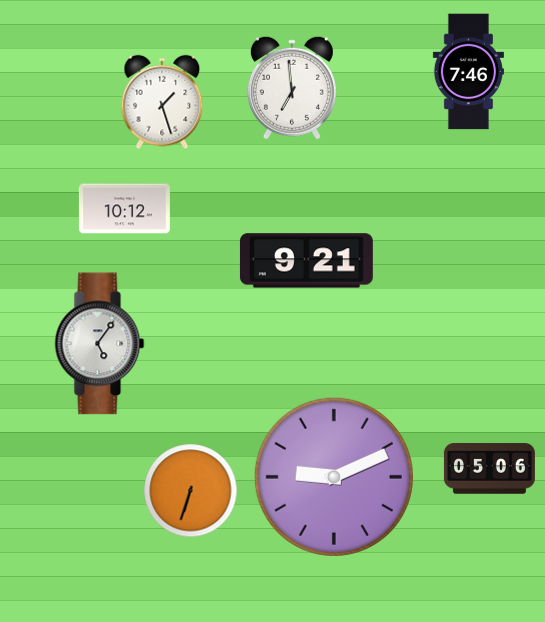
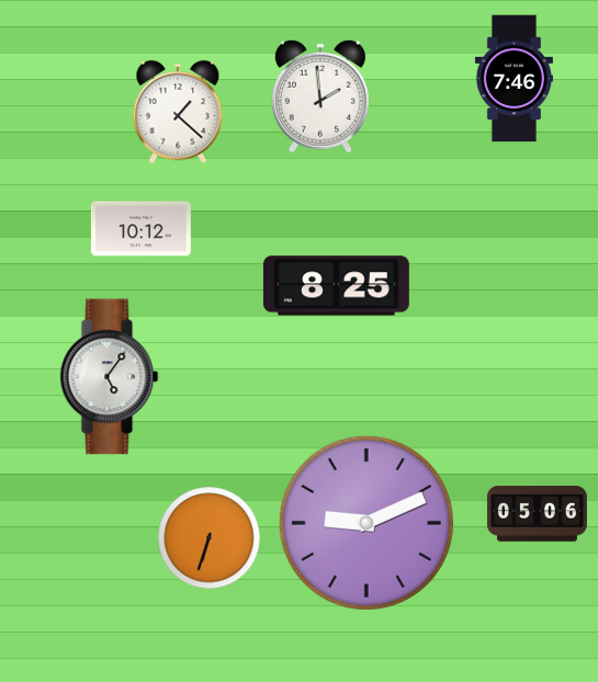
clock at (292, 88): 6:59 -> 1:59
clock at (162, 102): 1:27 -> 1:22
clock at (124, 209) position: (124, 209) -> (140, 229)
clock at (306, 261): 9:21 -> 8:25
